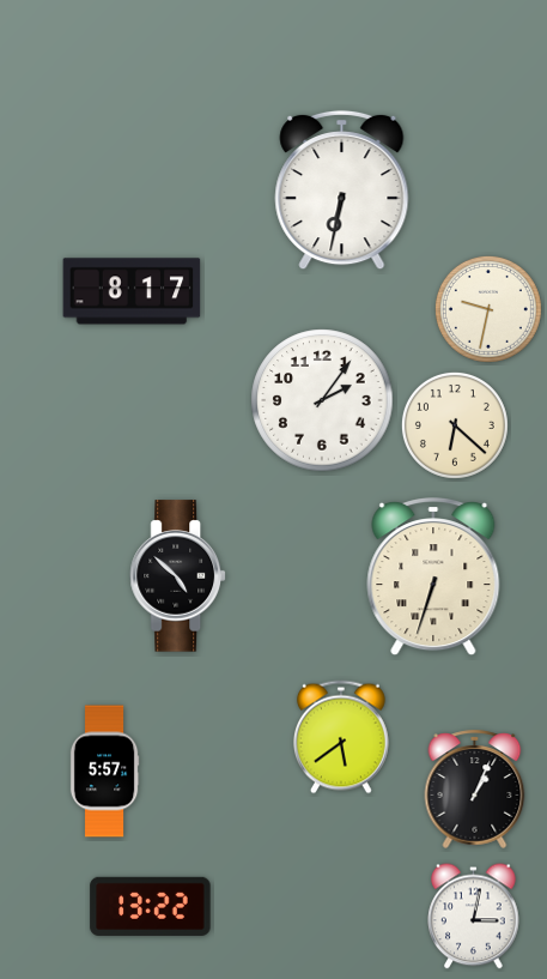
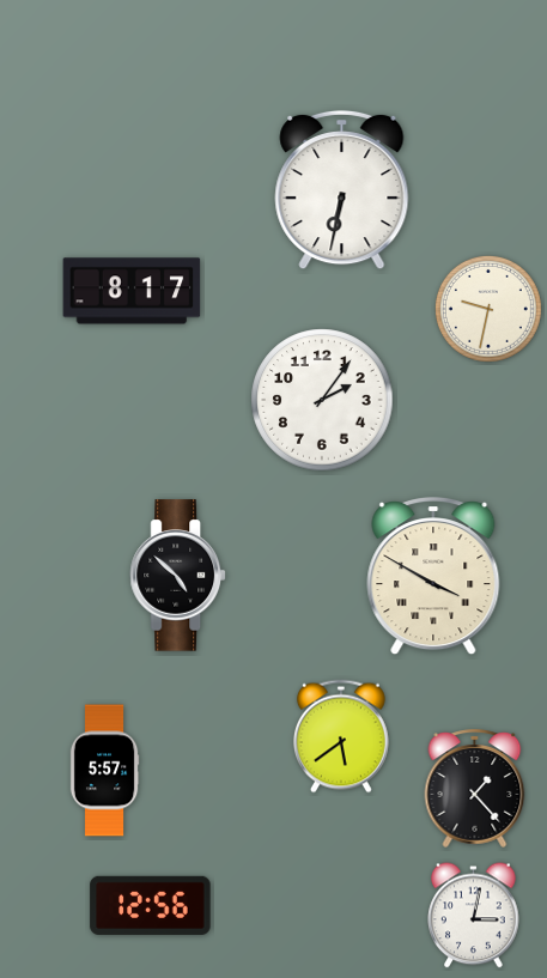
clock at (455, 425): 6:22 -> none
clock at (433, 578): 6:33 -> 3:50
clock at (475, 788): 1:04 -> 1:23
clock at (151, 906): 13:22 -> 12:56
